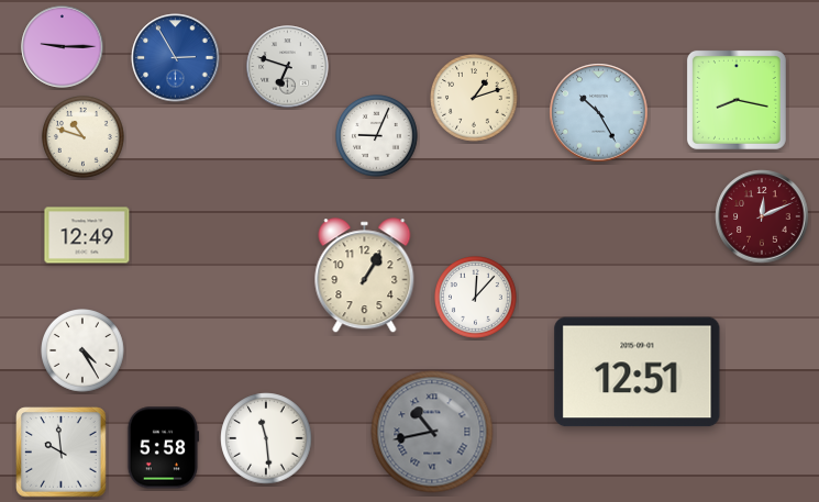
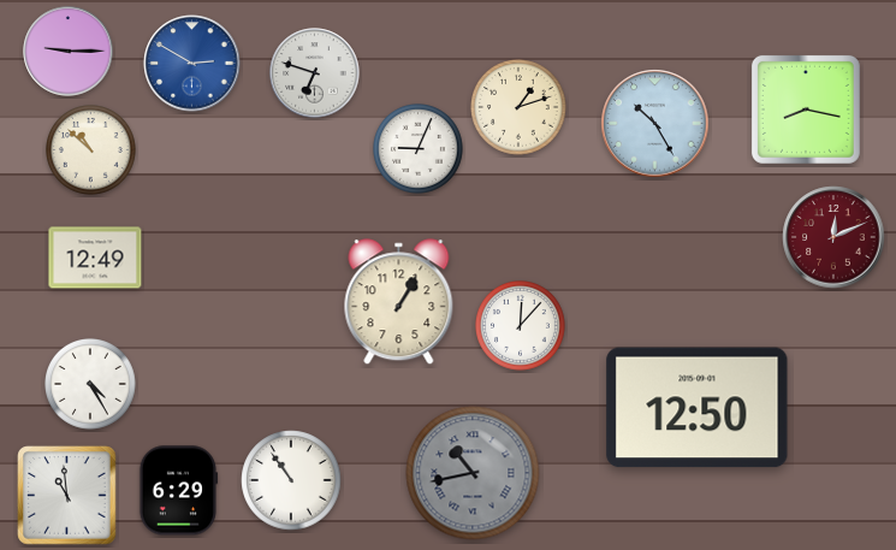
clock at (176, 58): 2:55 -> 2:50
clock at (377, 136) position: (377, 136) -> (419, 149)
clock at (84, 137): 10:48 -> 10:52
clock at (638, 372): 12:51 -> 12:50
clock at (266, 438): 11:29 -> 10:54
clock at (163, 448): 5:58 -> 6:29
clock at (62, 453): 9:59 -> 10:59
